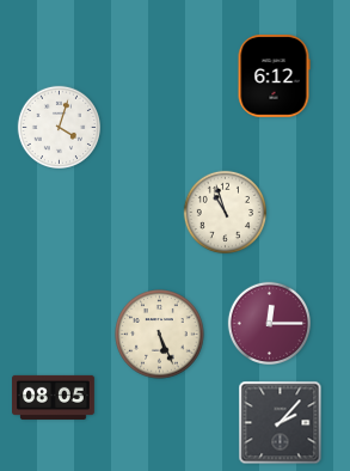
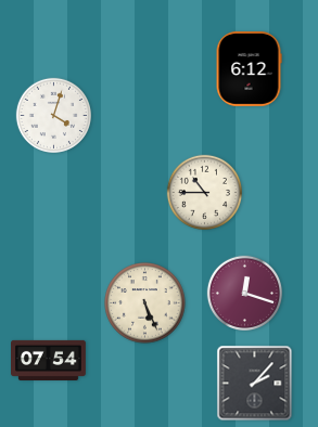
clock at (225, 212): 10:57 -> 10:45
clock at (269, 323): 12:15 -> 12:18
clock at (54, 397): 08:05 -> 07:54
